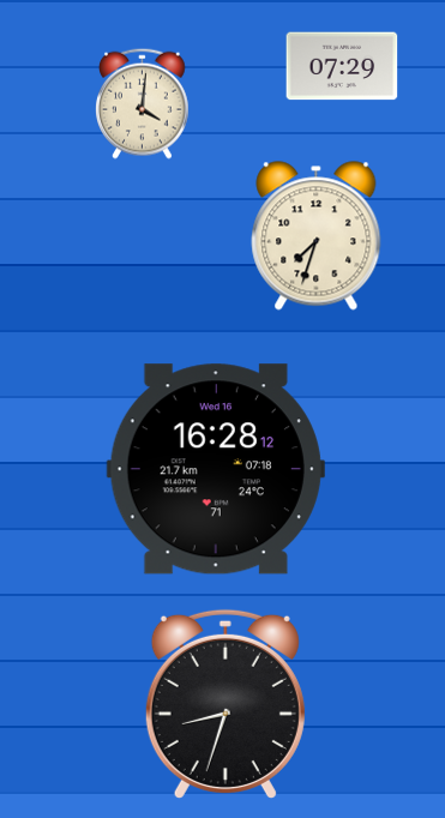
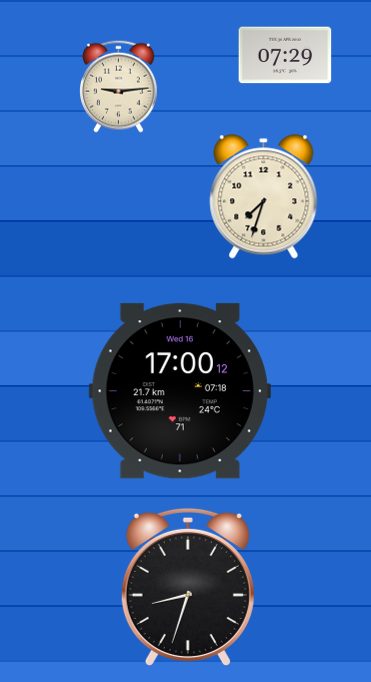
clock at (143, 103): 4:01 -> 9:14
clock at (216, 469): 16:28 -> 17:00
